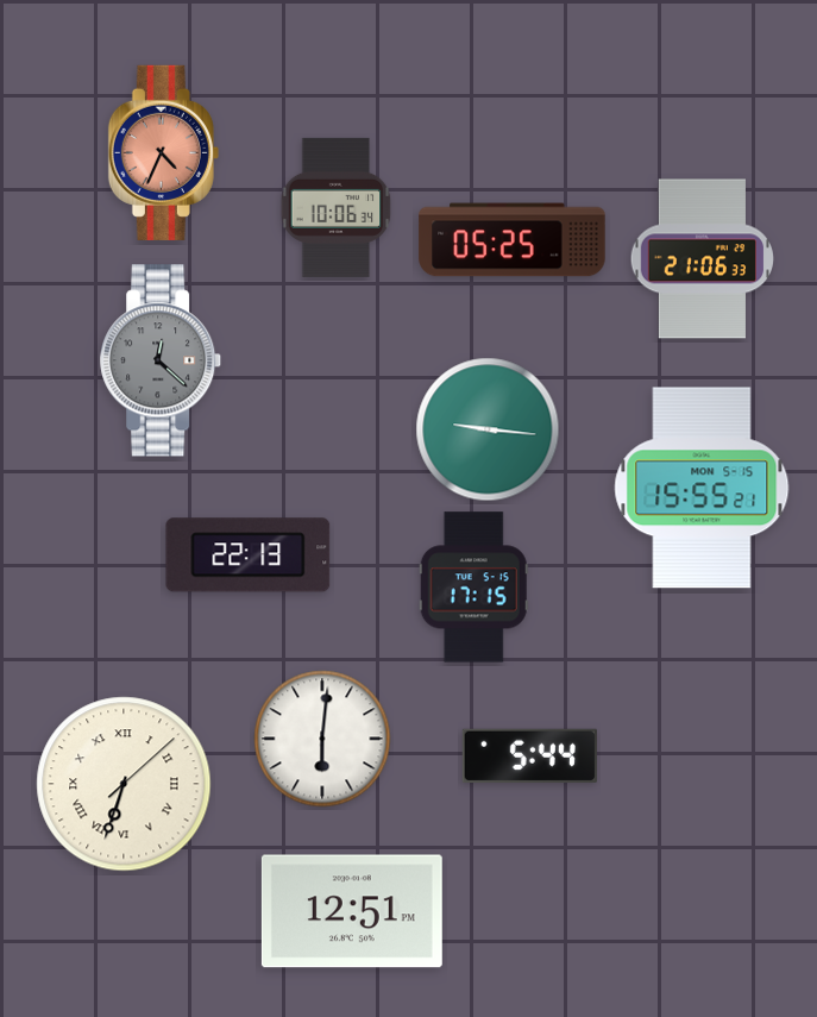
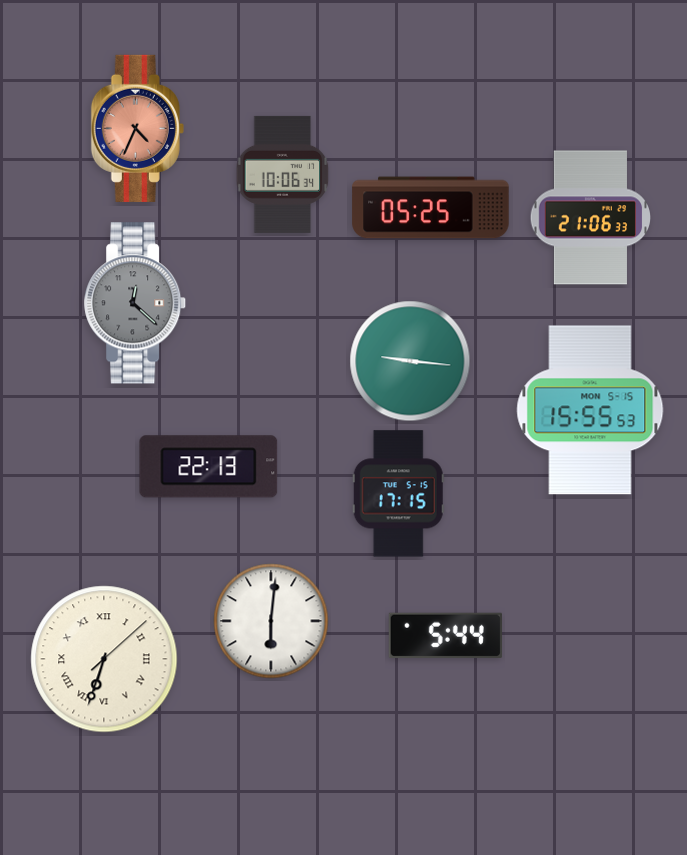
clock at (513, 240) position: (513, 240) -> (431, 208)
clock at (702, 488): 15:55:21 -> 15:55:53
clock at (352, 911): 12:51 -> none
